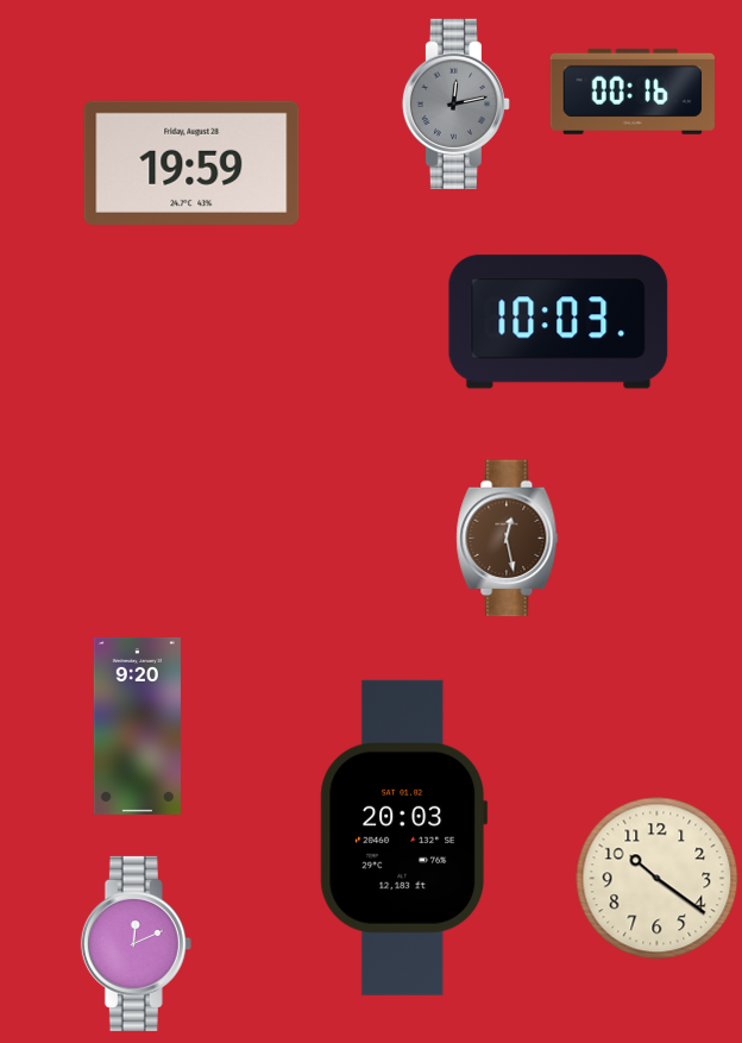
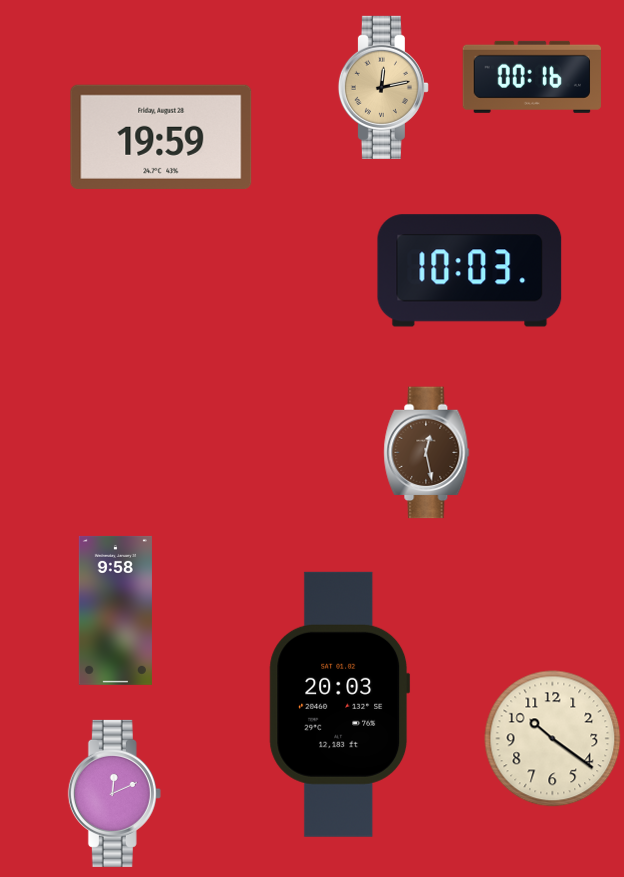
clock at (455, 103) dial: grey -> champagne
clock at (137, 725): 9:20 -> 9:58
